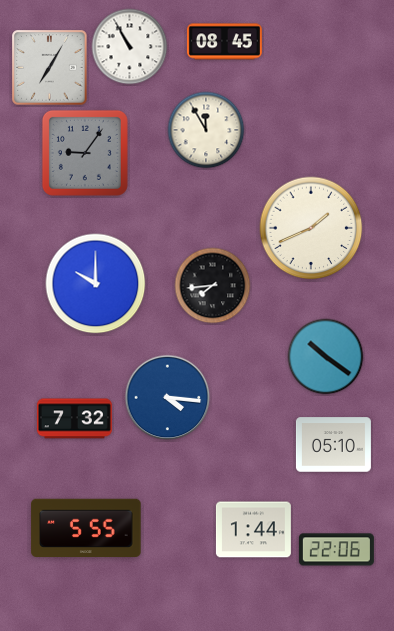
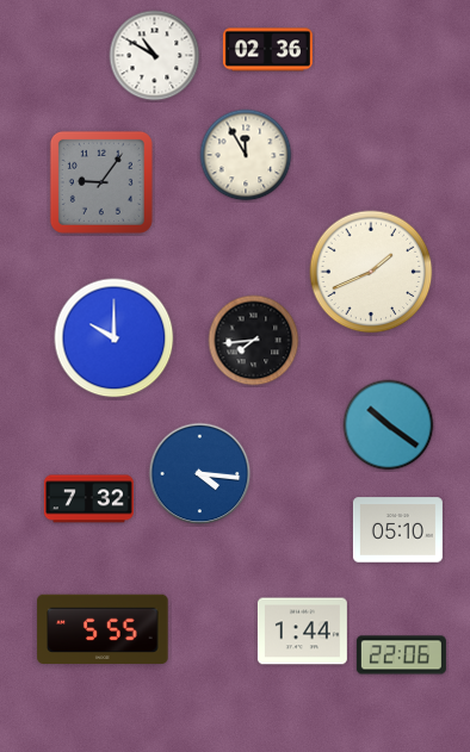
clock at (224, 42): 08:45 -> 02:36
clock at (130, 47): 10:55 -> 10:50
clock at (50, 68): 7:05 -> none
